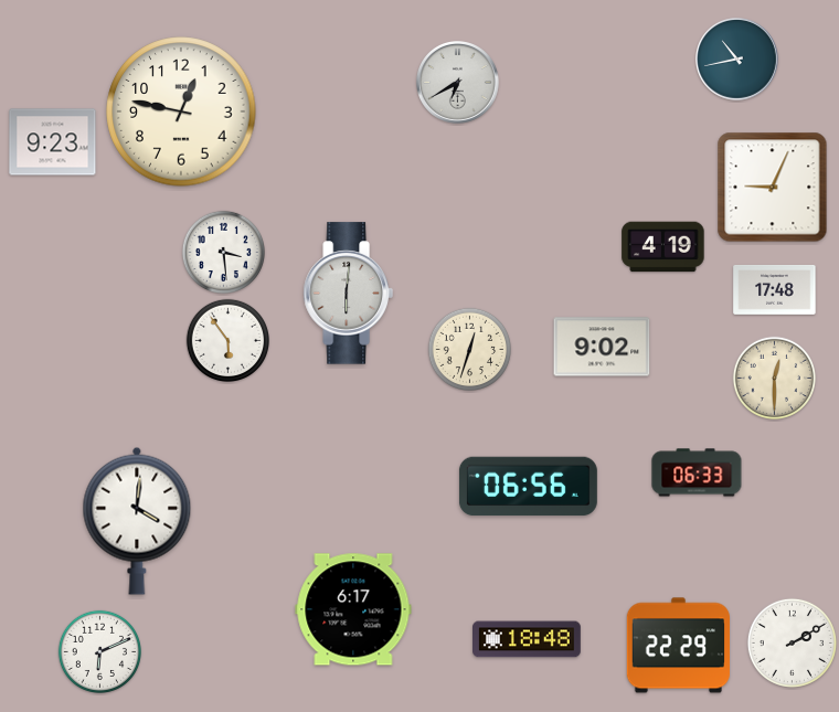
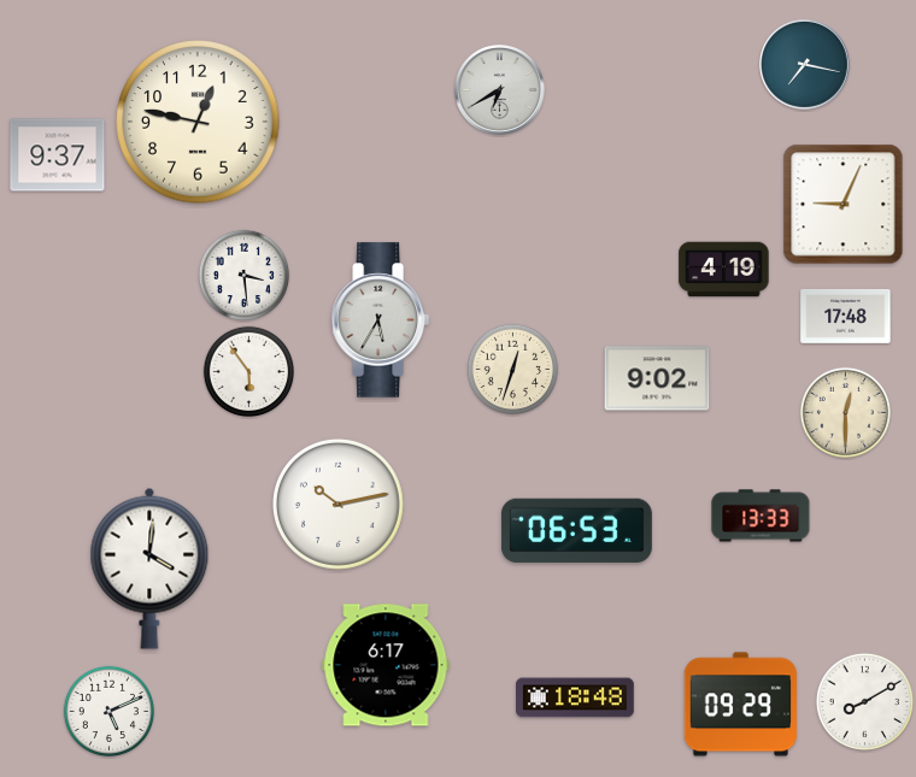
clock at (737, 60): 10:43 -> 7:17
clock at (53, 142): 9:23 -> 9:37
clock at (348, 294): 6:01 -> 5:35
clock at (469, 349) position: (469, 349) -> (512, 369)
clock at (337, 504): none -> 10:13
clock at (697, 472): 06:33 -> 13:33
clock at (528, 487): 06:56 -> 06:53
clock at (792, 642): 2:10 -> 8:10
clock at (678, 646): 22:29 -> 09:29
clock at (99, 651): 6:11 -> 5:11
